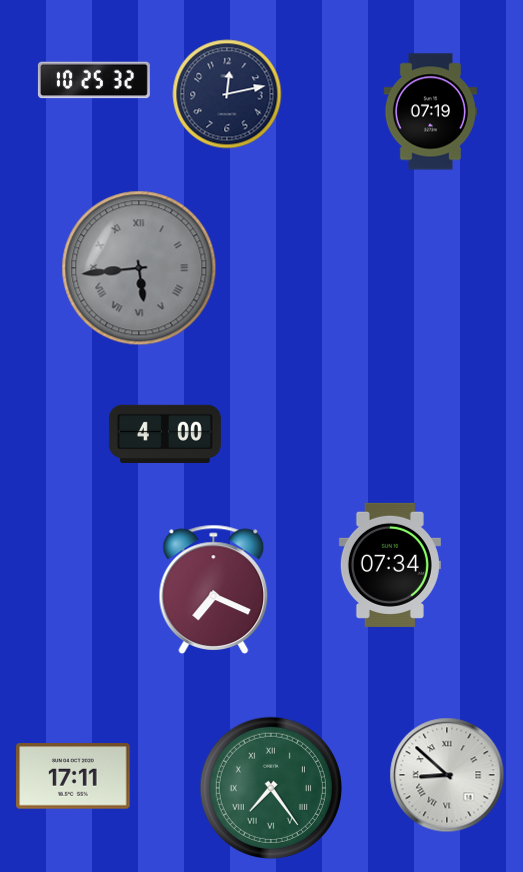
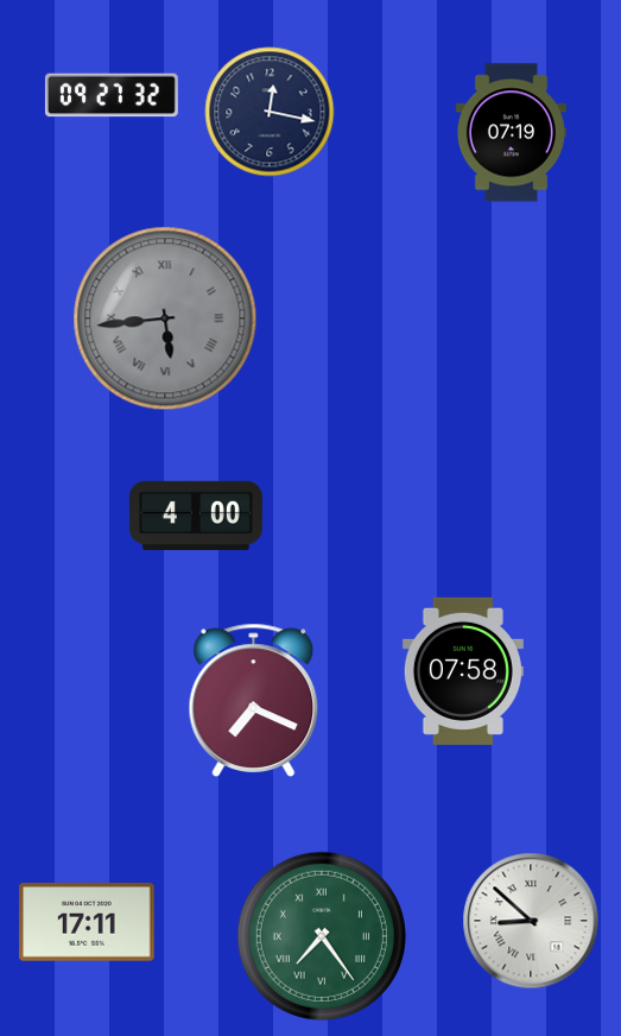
clock at (94, 80): 10:25 -> 09:27
clock at (227, 94): 12:13 -> 12:17
clock at (390, 565): 07:34 -> 07:58
